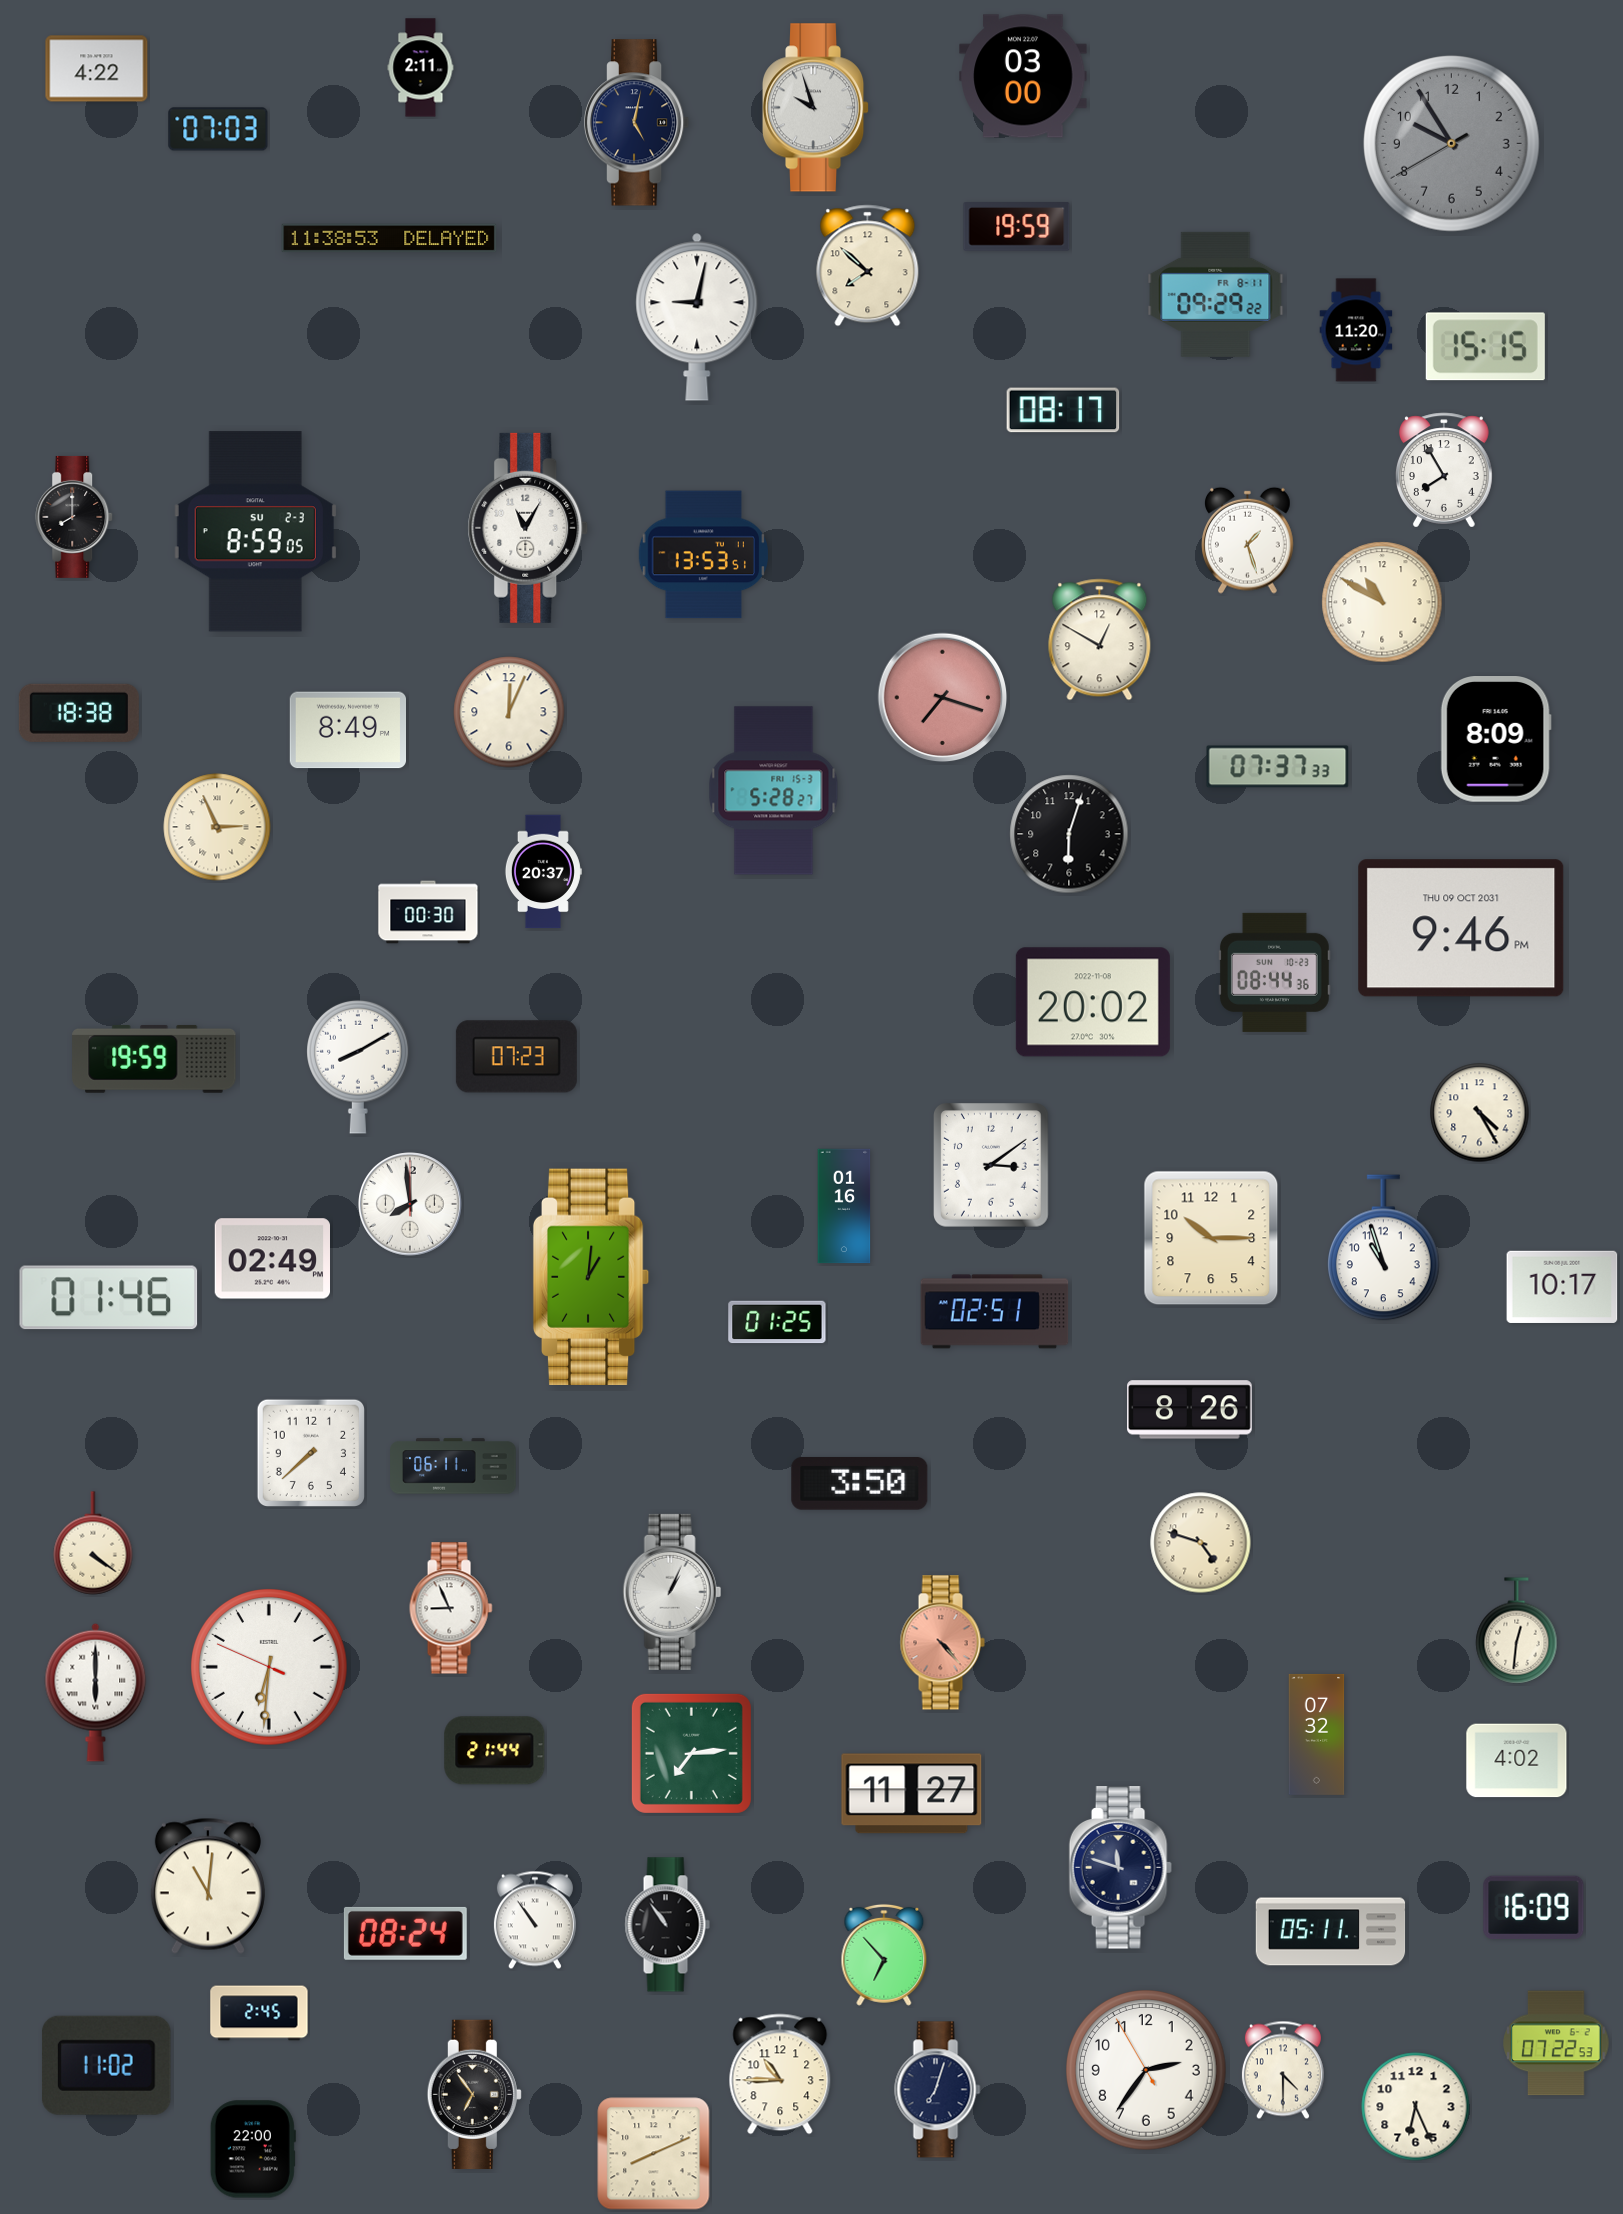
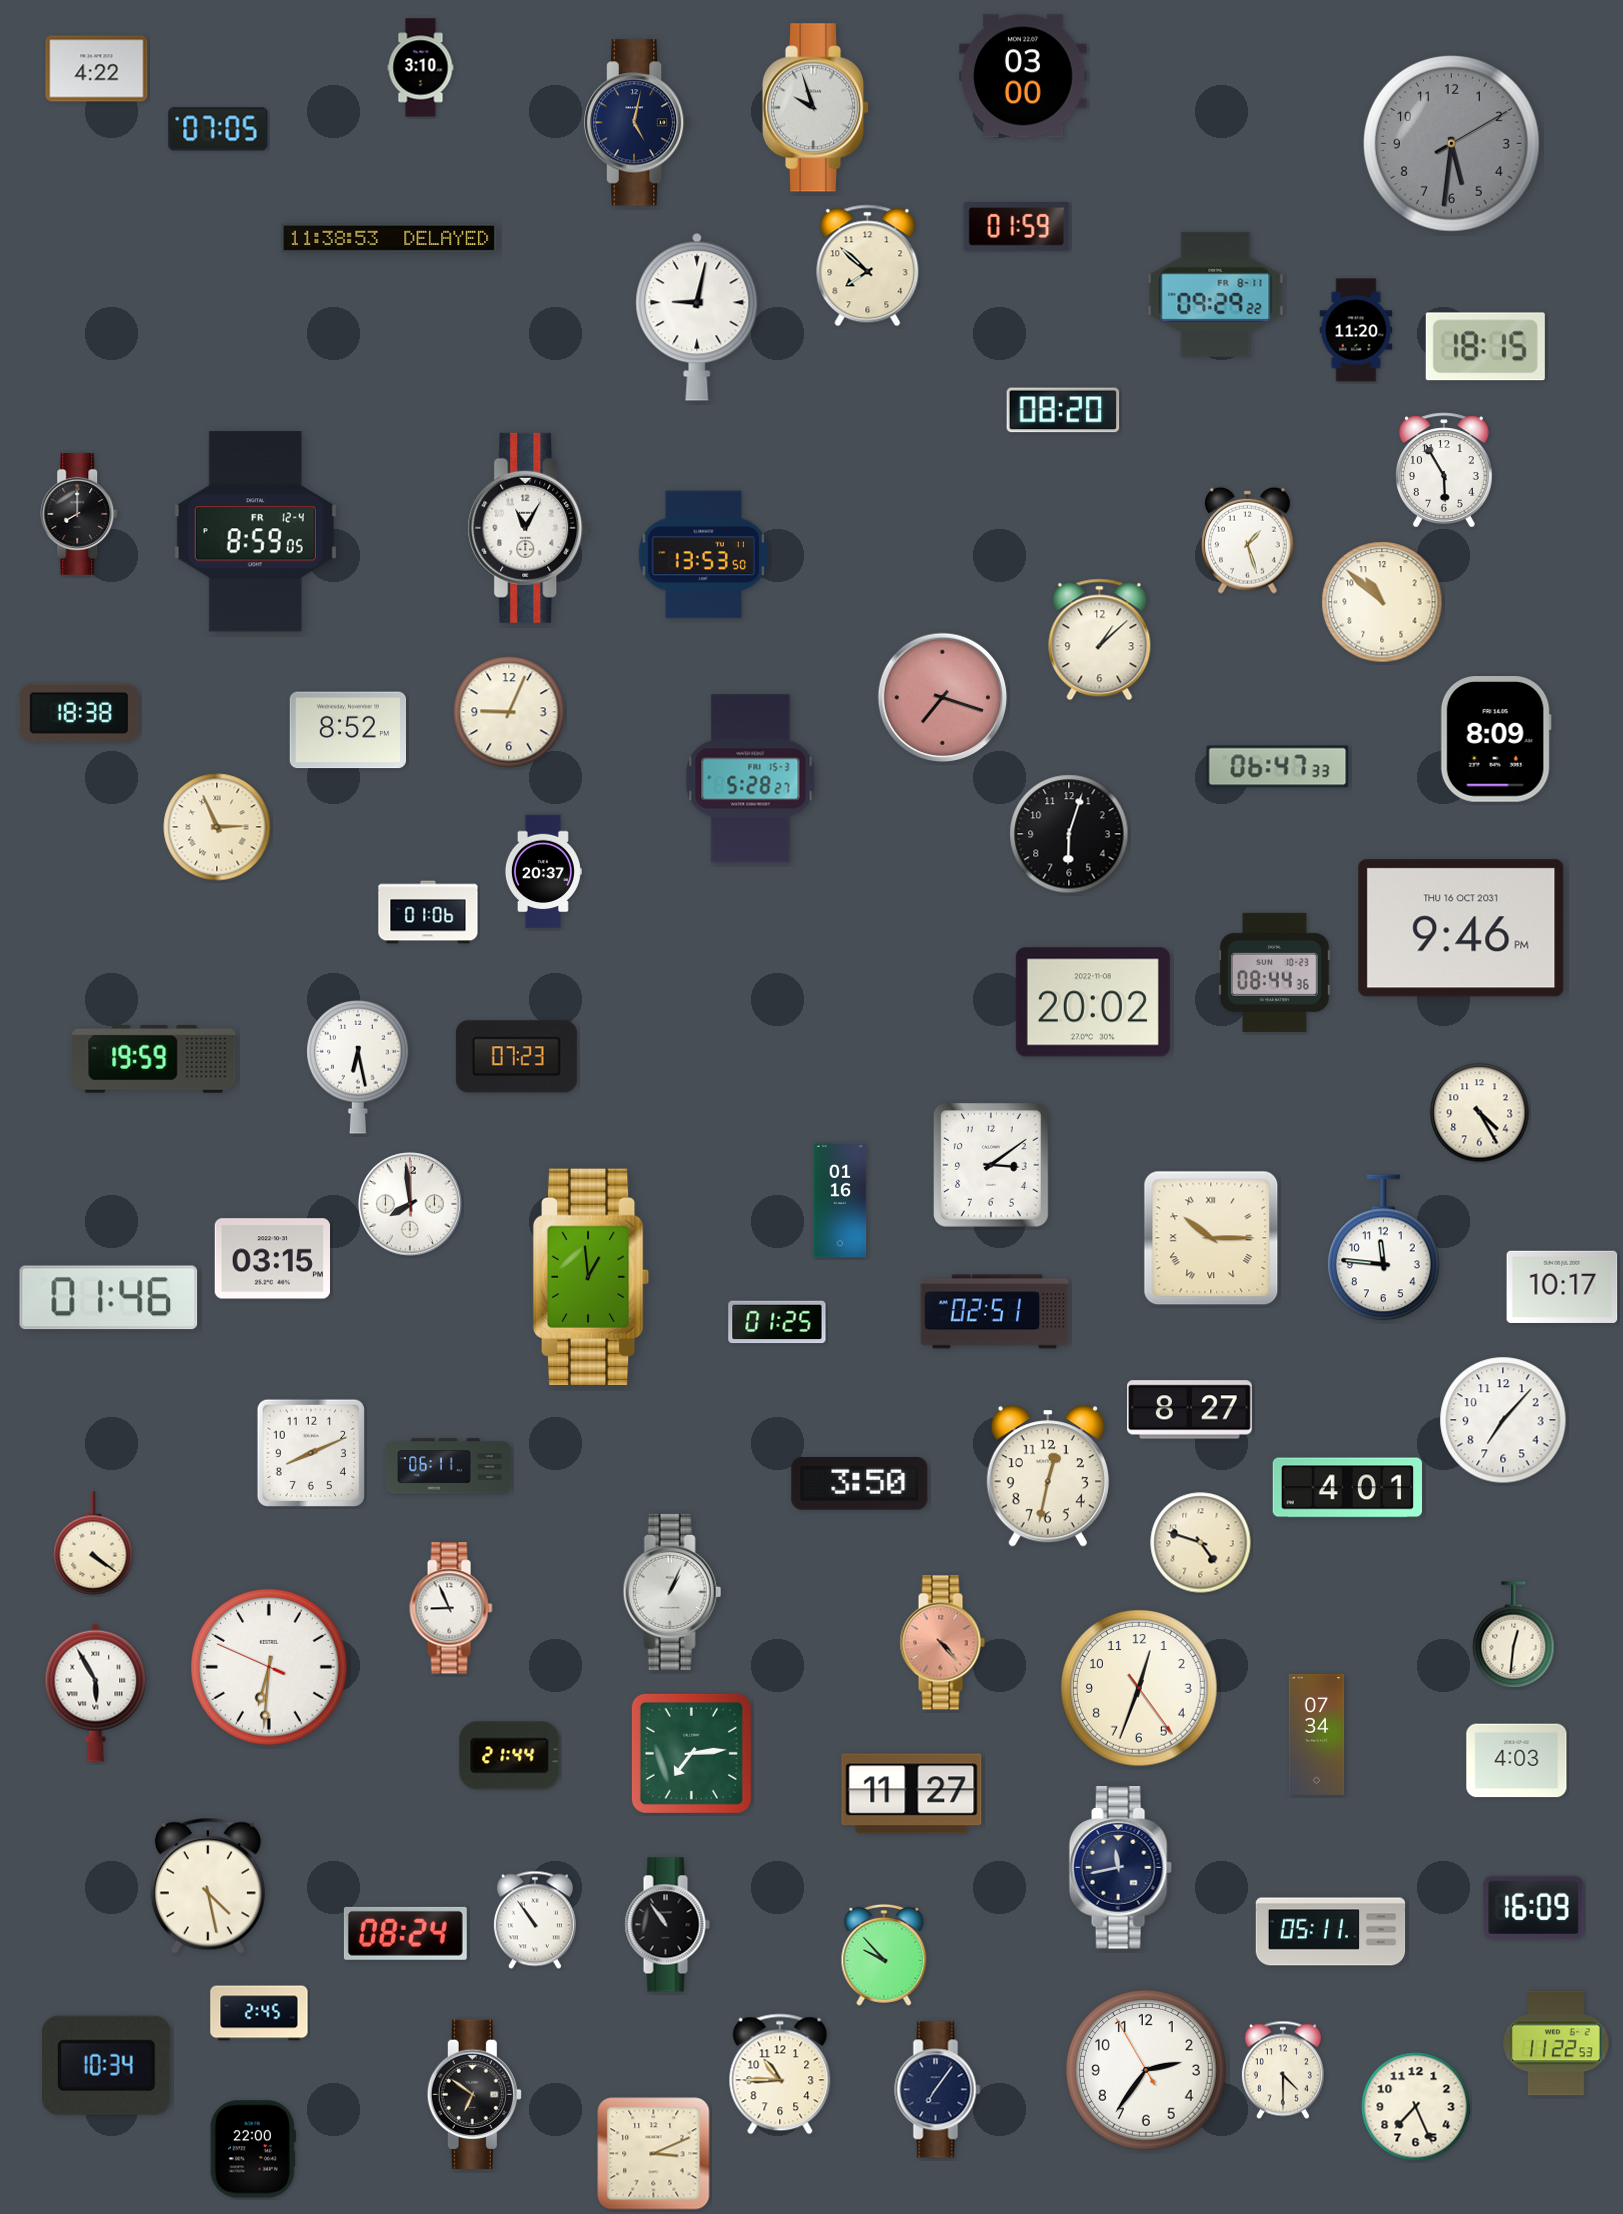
clock at (421, 68): 2:11 -> 3:10
clock at (218, 129): 07:03 -> 07:05
clock at (1451, 143): 9:54 -> 5:31
clock at (1017, 227): 19:59 -> 01:59
clock at (1485, 347): 15:15 -> 18:15
clock at (1063, 410): 08:17 -> 08:20
clock at (1445, 470): 7:55 -> 5:55
clock at (75, 517) position: (75, 517) -> (80, 514)
clock at (255, 532) date: SU 2-3 -> FR 12-4
clock at (703, 555): 13:53:51 -> 13:53:50
clock at (1382, 602): 10:50 -> 10:52
clock at (1100, 640): 12:50 -> 1:08
clock at (509, 712): 12:04 -> 9:04
clock at (347, 730): 8:49 -> 8:52
clock at (1278, 767): 07:37 -> 06:47
clock at (774, 791) position: (774, 791) -> (751, 779)
clock at (428, 912): 00:30 -> 01:06
clock at (1461, 928) date: THU 09 OCT 2031 -> THU 16 OCT 2031
clock at (358, 1067): 8:10 -> 6:28
clock at (844, 1206) position: (844, 1206) -> (840, 1200)
clock at (1211, 1238) numerals: Arabic -> Roman
clock at (1384, 1248): 10:57 -> 11:46
clock at (272, 1259): 02:49 -> 03:15
clock at (591, 1277): 1:01 -> 12:59
clock at (1190, 1410): 8:26 -> 8:27
clock at (1503, 1420): none -> 7:07
clock at (310, 1452): 7:38 -> 8:11
clock at (453, 1466) position: (453, 1466) -> (448, 1466)
clock at (1048, 1476): none -> 12:32
clock at (1348, 1488): none -> 4:01
clock at (1517, 1631) position: (1517, 1631) -> (1514, 1635)
clock at (1139, 1688): none -> 12:33
clock at (96, 1692): 6:00 -> 5:55
clock at (1317, 1734): 07:32 -> 07:34
clock at (495, 1751) position: (495, 1751) -> (510, 1756)
clock at (1517, 1761): 4:02 -> 4:03
clock at (1120, 1868): 11:48 -> 11:43
clock at (208, 1886): 11:01 -> 4:28
clock at (884, 1955): 6:53 -> 9:53
clock at (1556, 2043): 07:22 -> 11:22
clock at (106, 2065): 11:02 -> 10:34
clock at (938, 2090): 7:03 -> 7:06
clock at (474, 2094): 6:54 -> 6:51
clock at (1416, 2107): 6:26 -> 7:26
clock at (654, 2154): 8:11 -> 3:11
